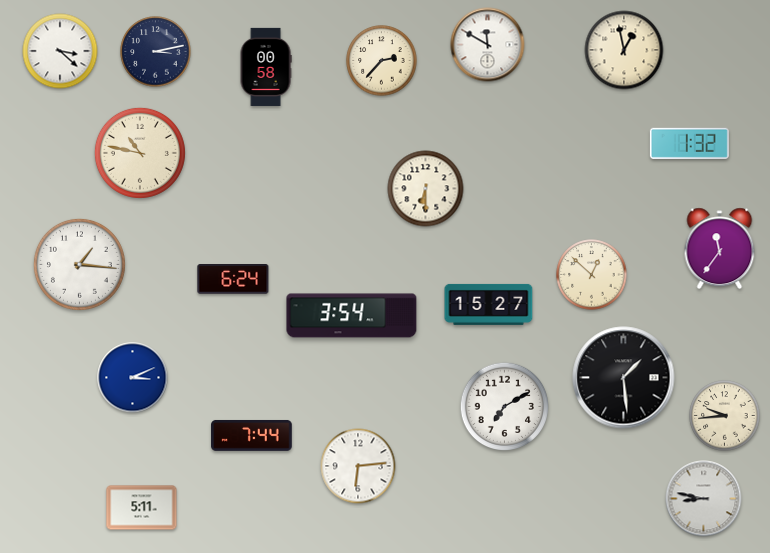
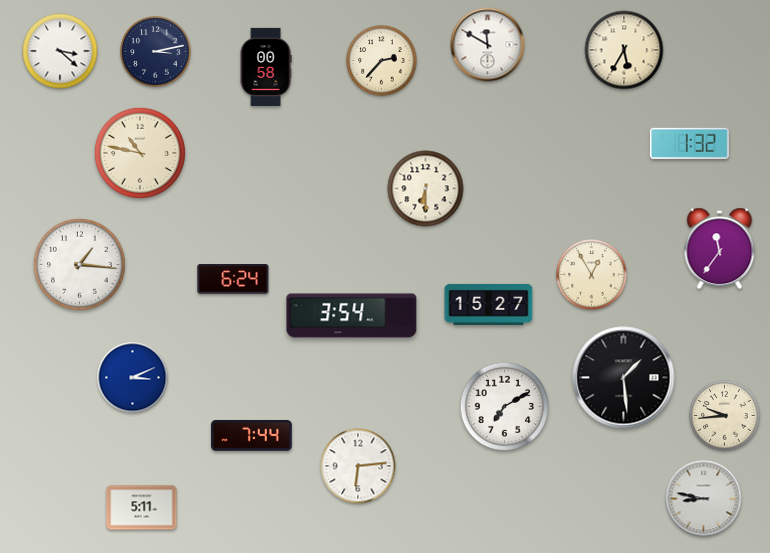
clock at (624, 50): 12:58 -> 5:35
clock at (592, 275): 12:52 -> 12:55
